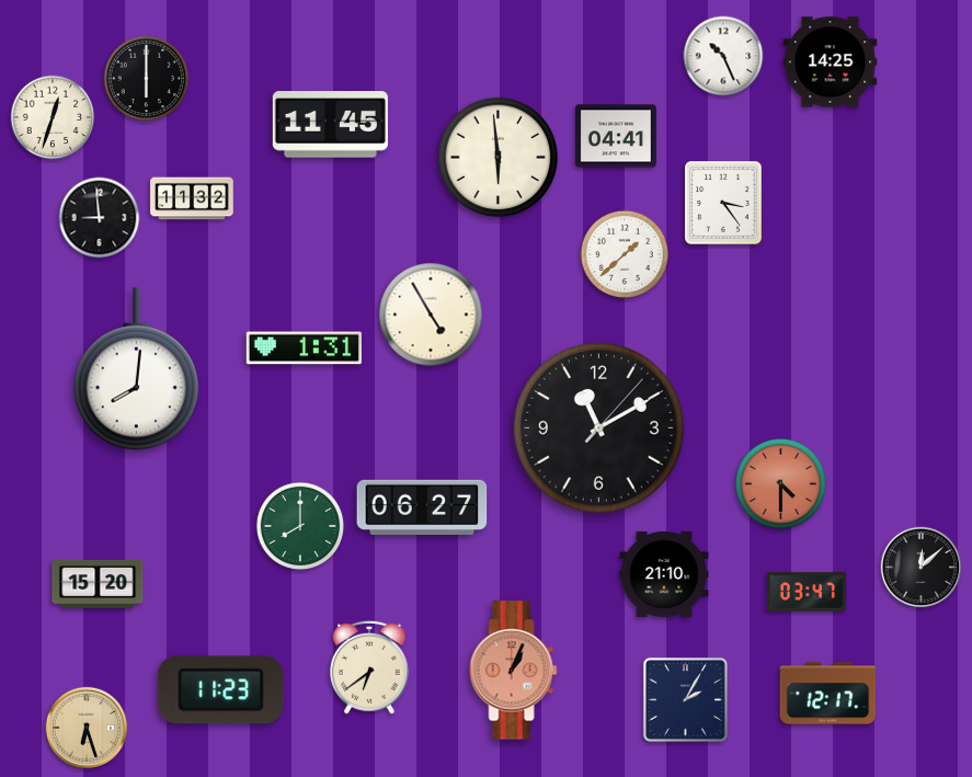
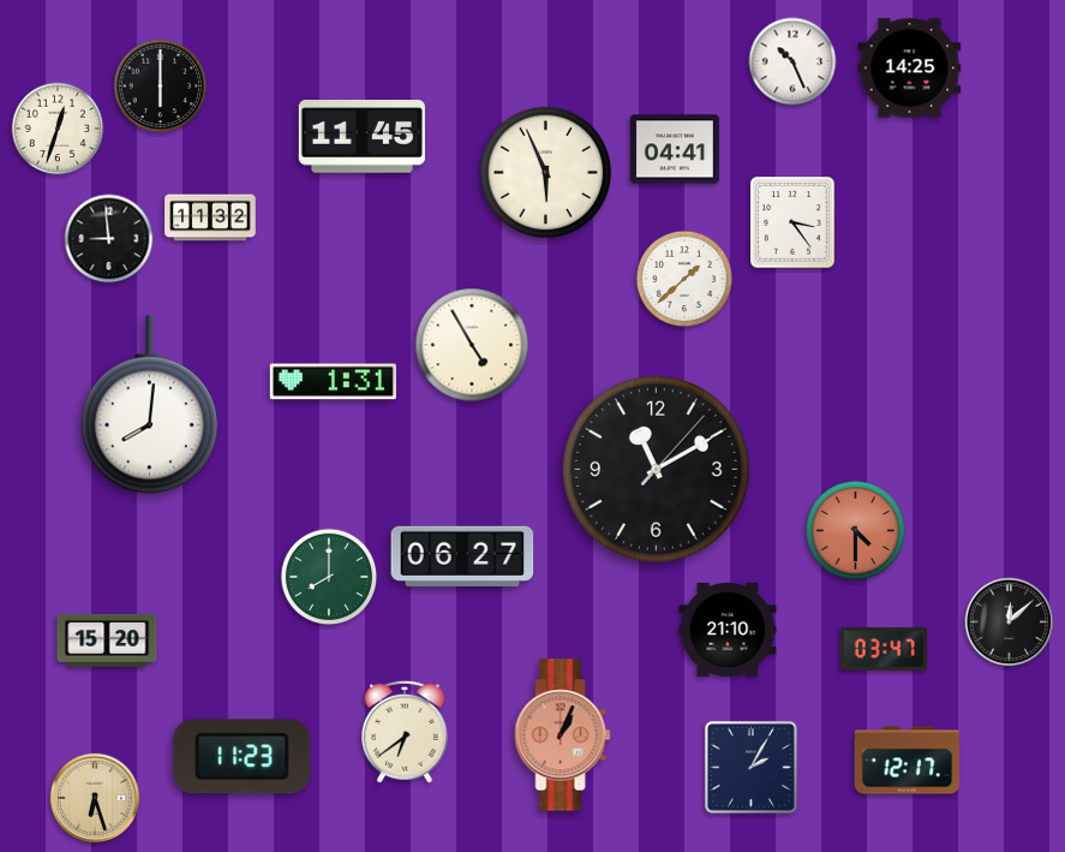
clock at (499, 158): 5:59 -> 5:56
